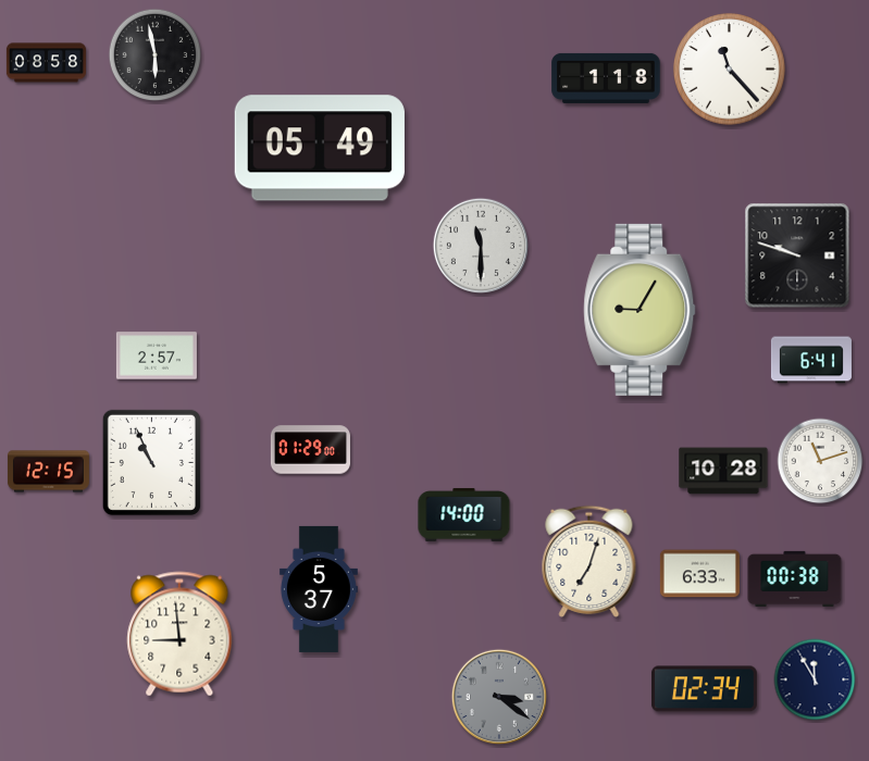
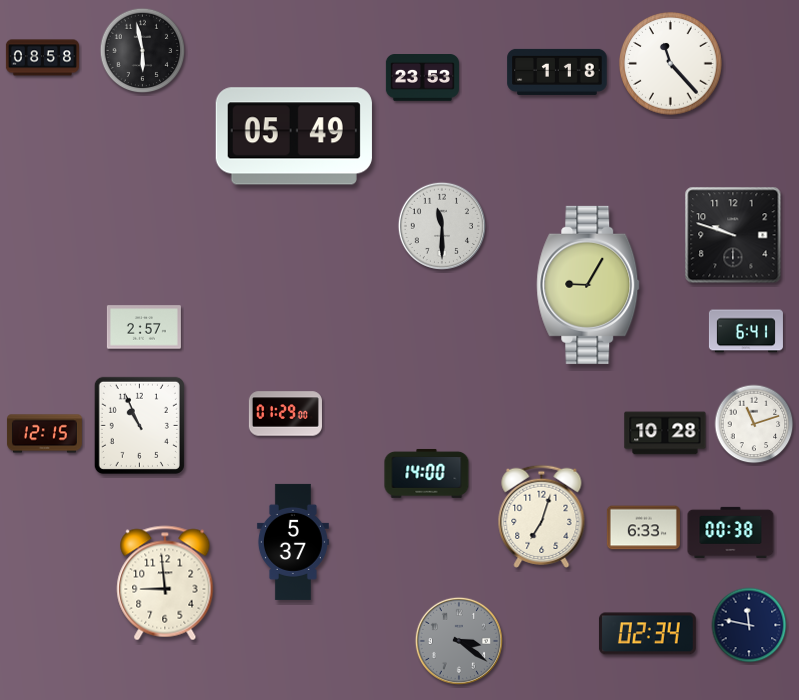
clock at (422, 78): none -> 23:53
clock at (815, 679): 11:55 -> 11:47
